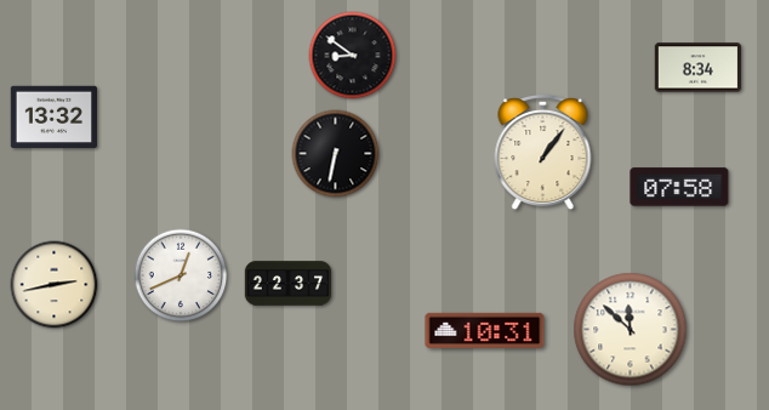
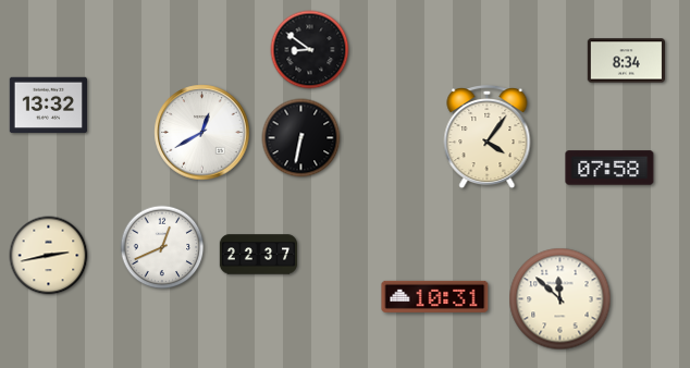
clock at (353, 56) position: (353, 56) -> (310, 50)
clock at (202, 133): none -> 12:40
clock at (543, 153): 1:06 -> 4:06
clock at (631, 330) position: (631, 330) -> (560, 299)
